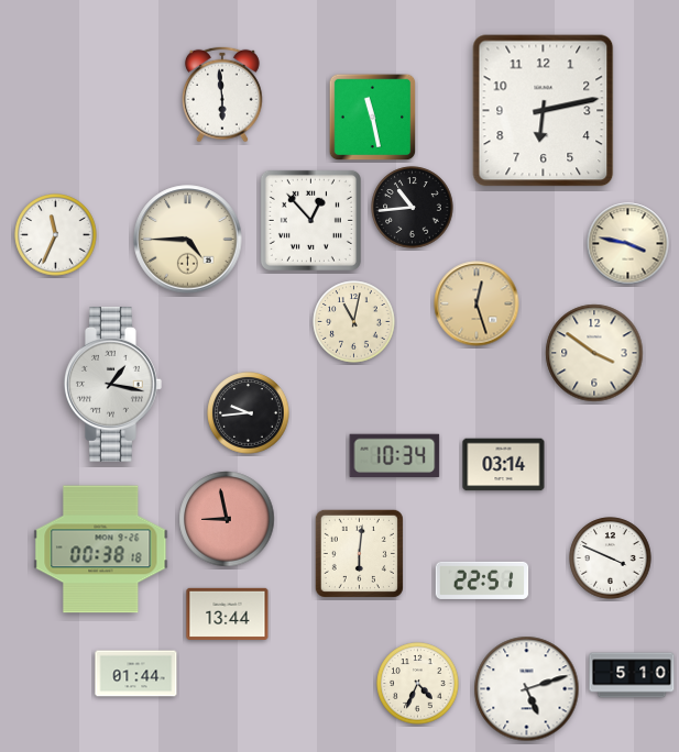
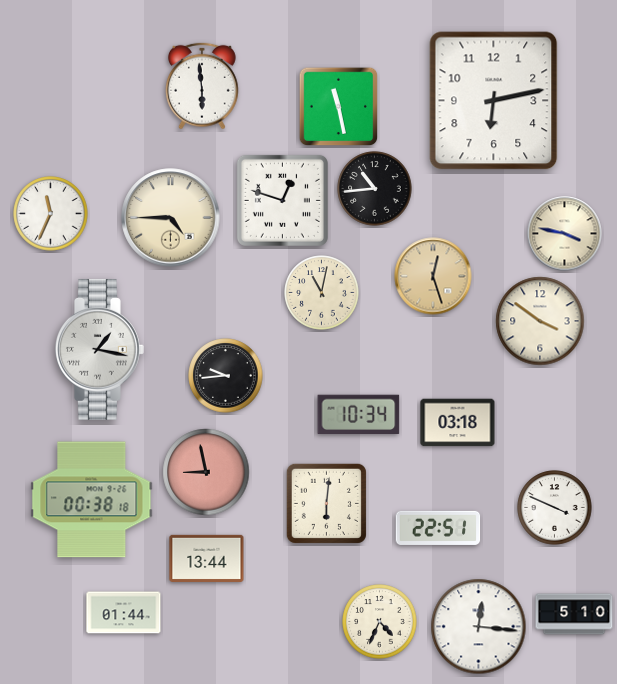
clock at (310, 220): 12:53 -> 12:48
clock at (628, 244) position: (628, 244) -> (565, 234)
clock at (113, 384) position: (113, 384) -> (100, 349)
clock at (504, 465): 03:14 -> 03:18
clock at (527, 689): 5:12 -> 12:16
